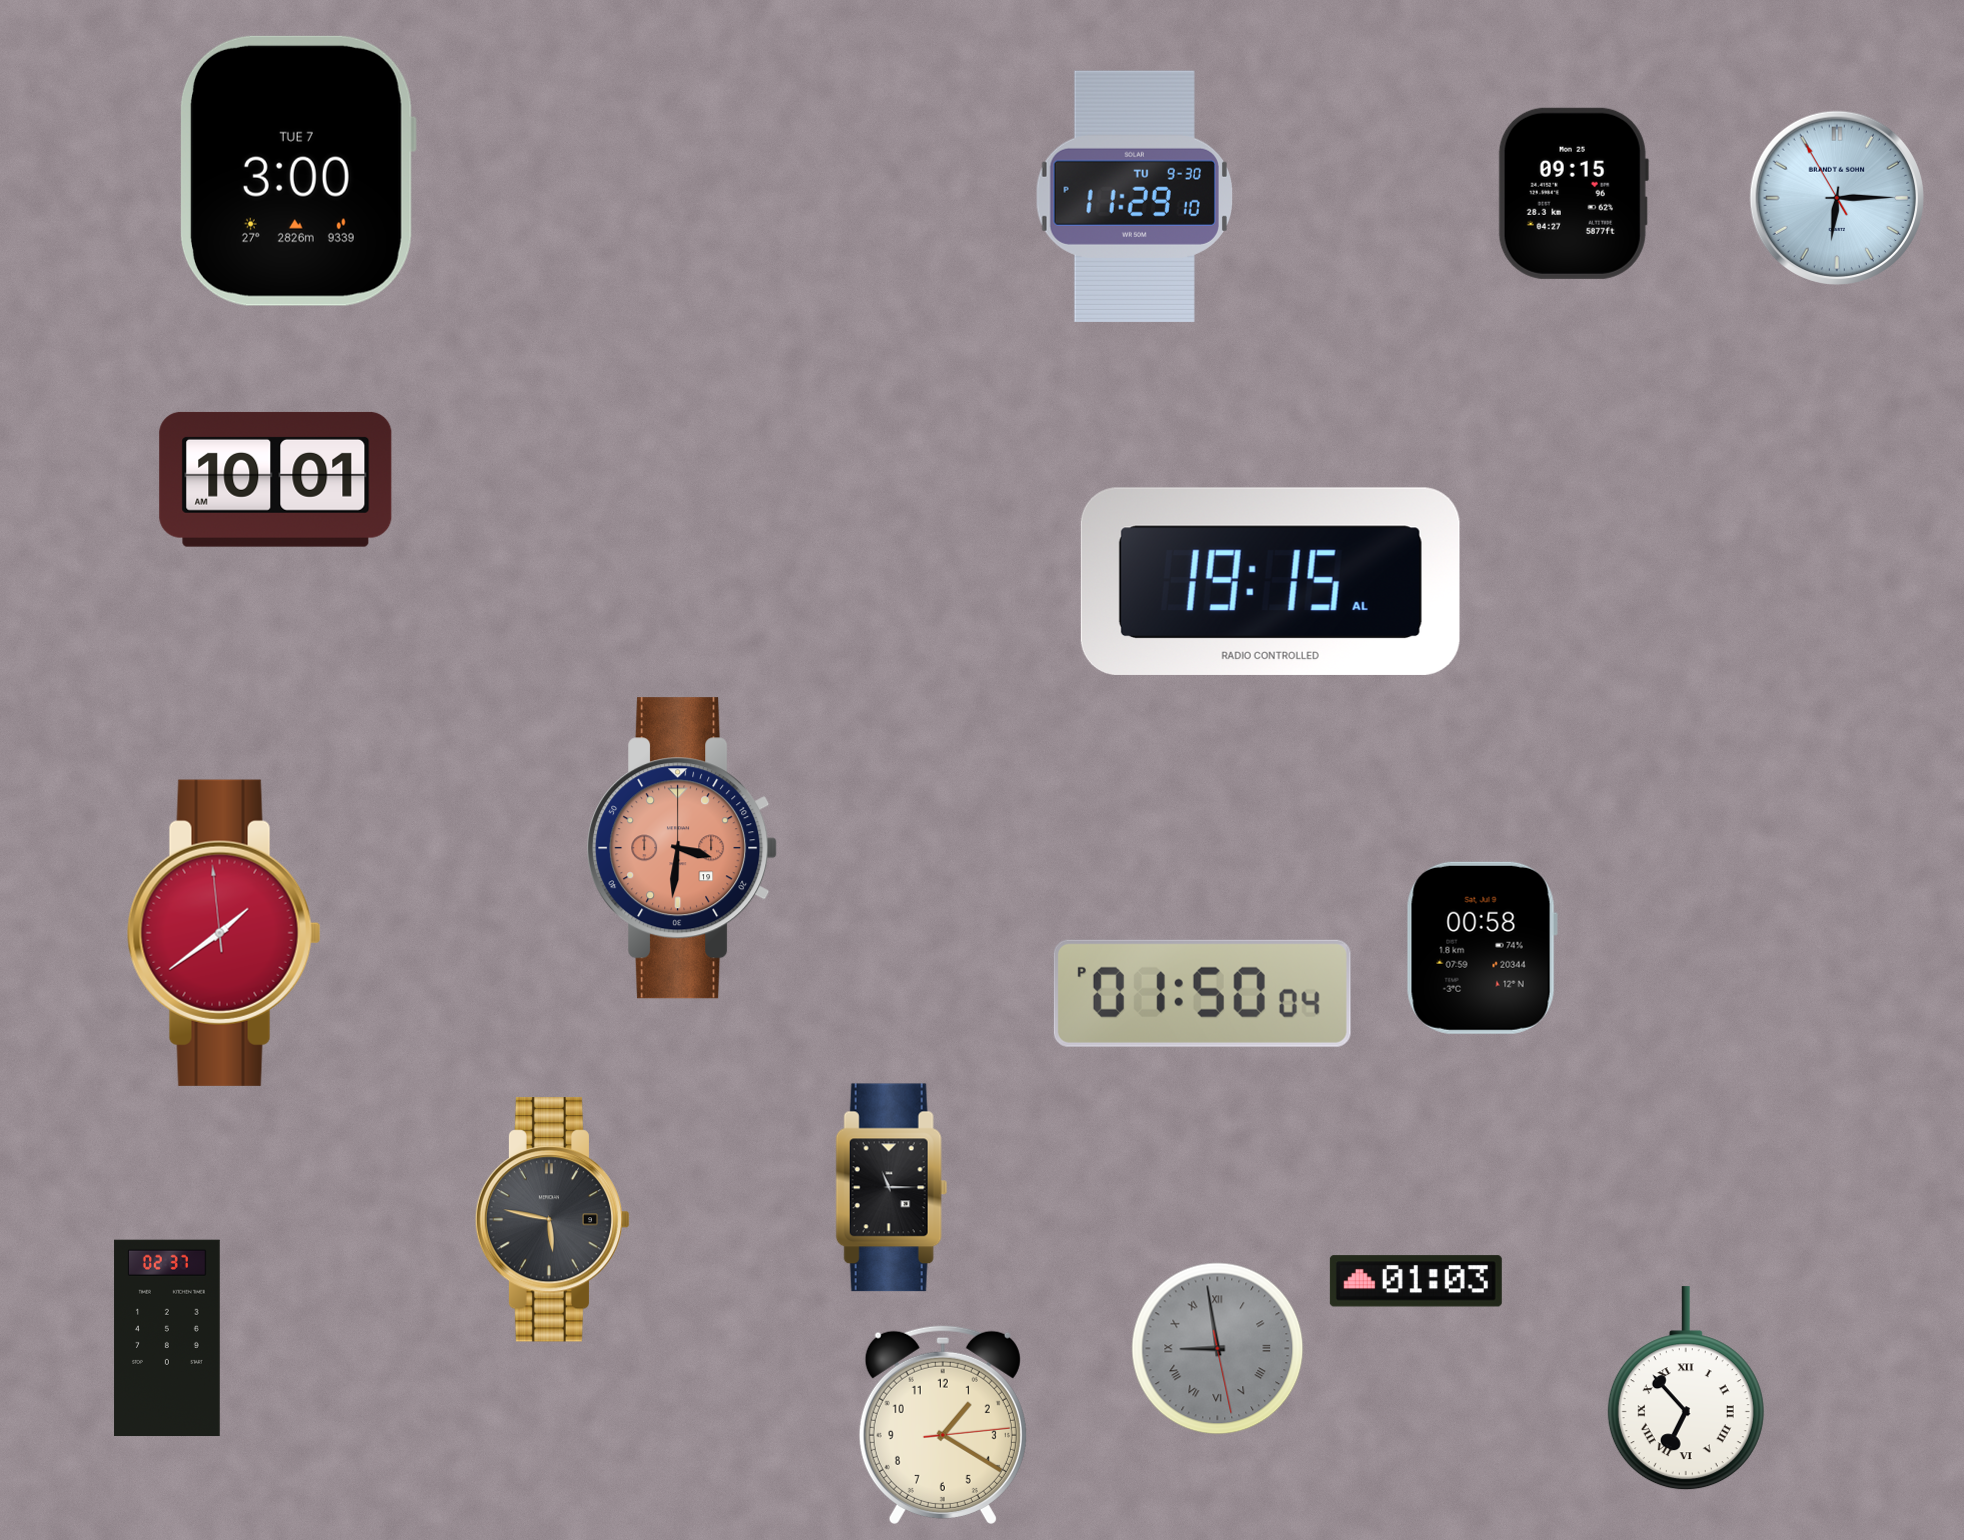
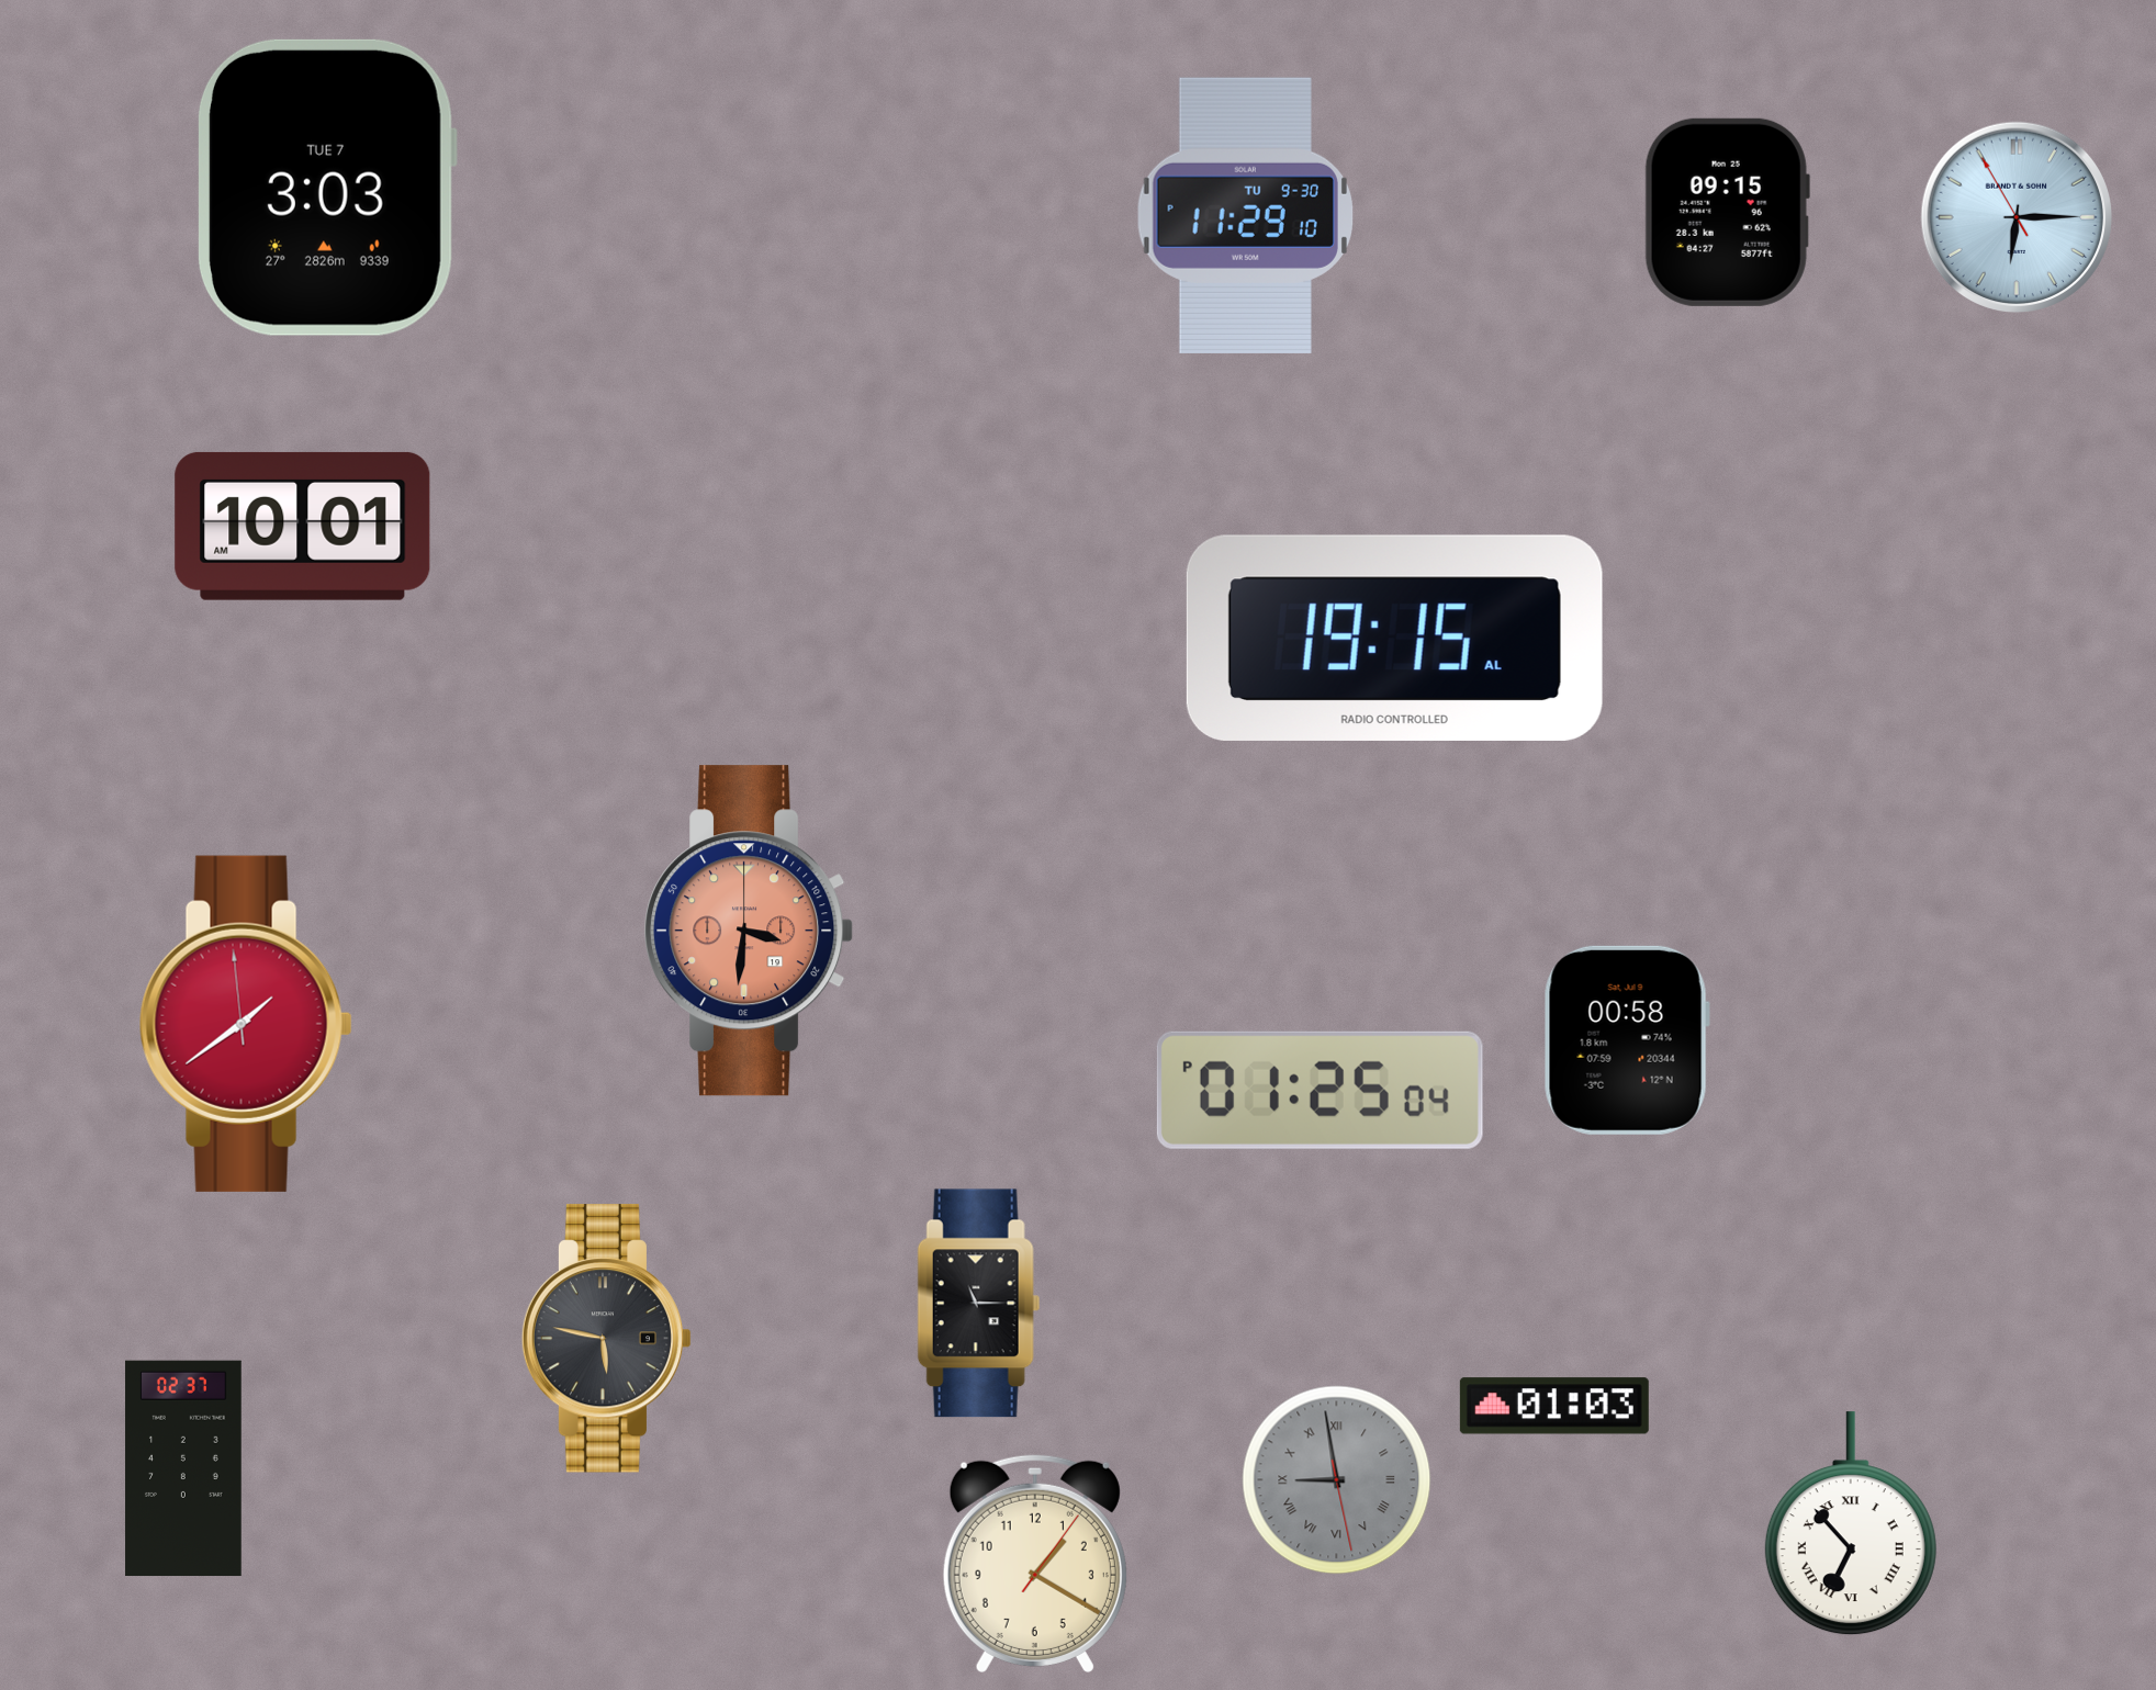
clock at (298, 171): 3:00 -> 3:03
clock at (1202, 993): 01:50 -> 01:25
clock at (943, 1424): 1:20:14 -> 1:20:06
